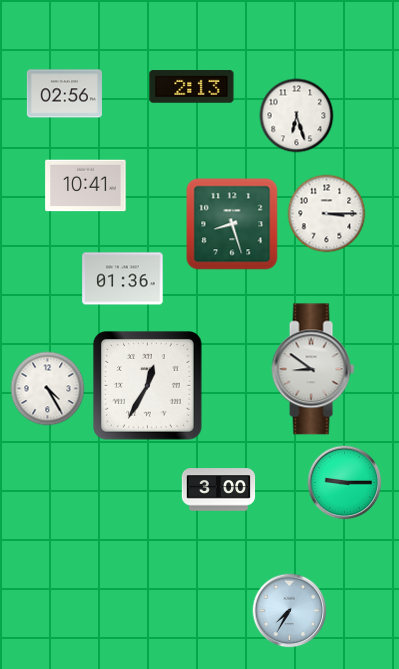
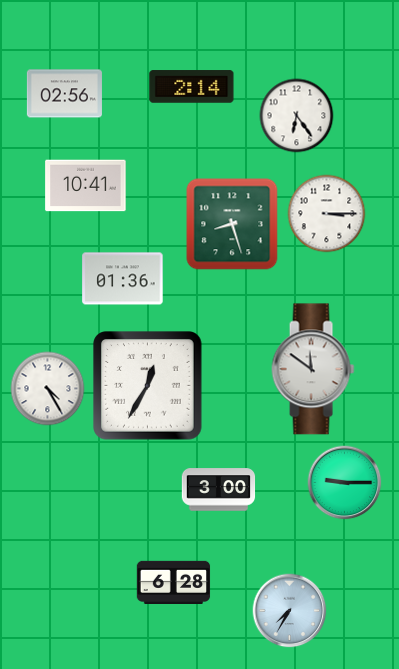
clock at (192, 87): 2:13 -> 2:14
clock at (297, 116): 6:27 -> 6:24
clock at (313, 369): 8:51 -> 11:51
clock at (174, 582): none -> 6:28
